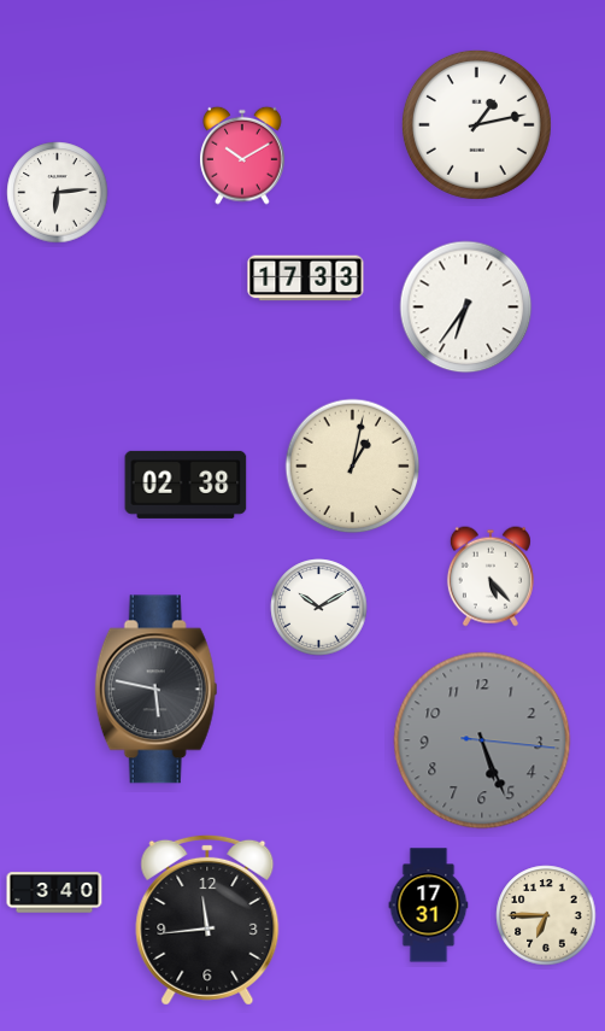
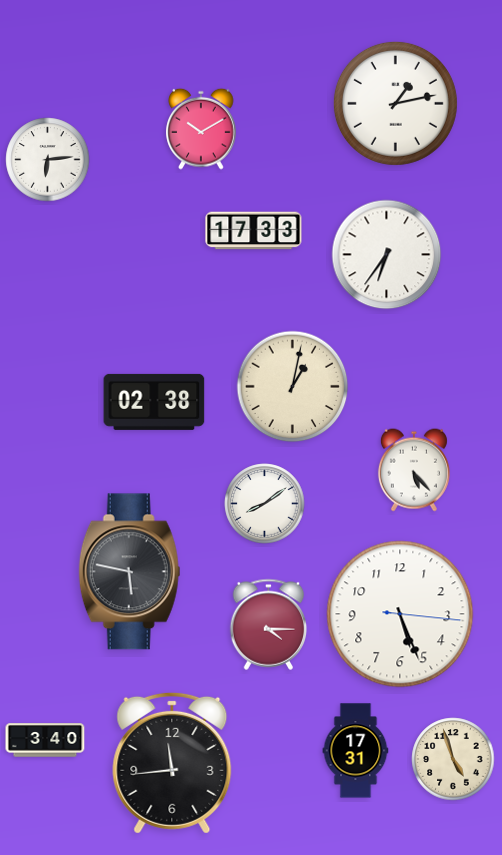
clock at (491, 576) position: (491, 576) -> (414, 470)
clock at (319, 608): 10:10 -> 8:09
clock at (482, 740) dial: grey -> white
clock at (269, 624): none -> 4:15
clock at (546, 915): 6:45 -> 4:57
